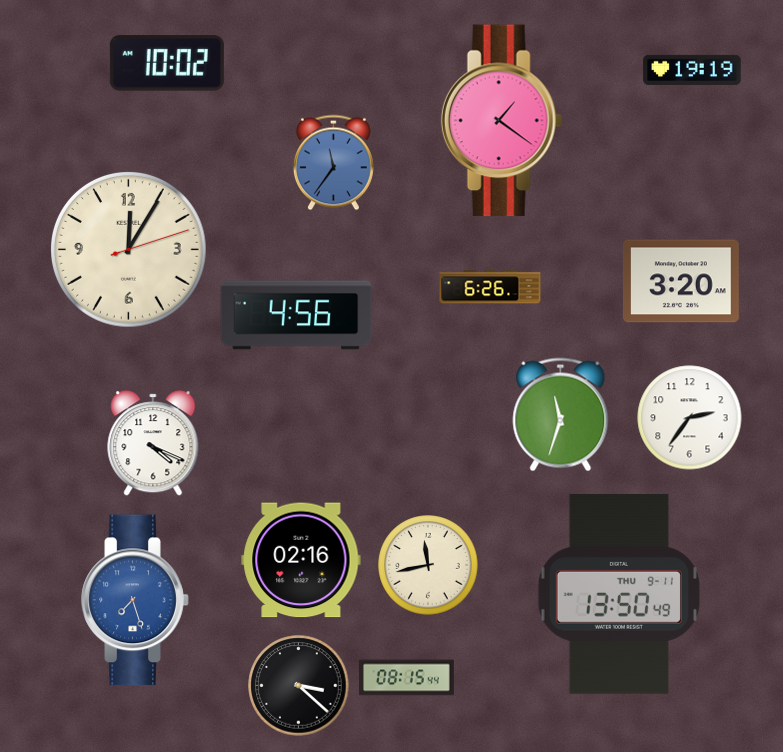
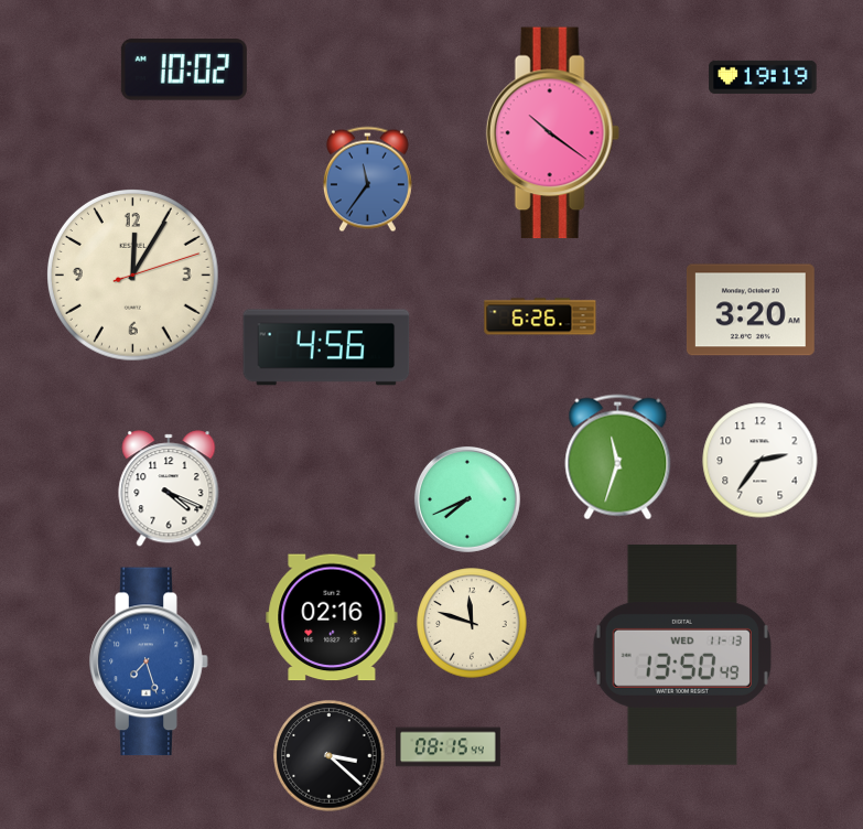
clock at (501, 121): 1:21 -> 10:21
clock at (129, 250) position: (129, 250) -> (133, 276)
clock at (467, 499): none -> 7:41
clock at (428, 565): 11:43 -> 11:48
clock at (619, 594) date: THU 9-11 -> WED 11-13
